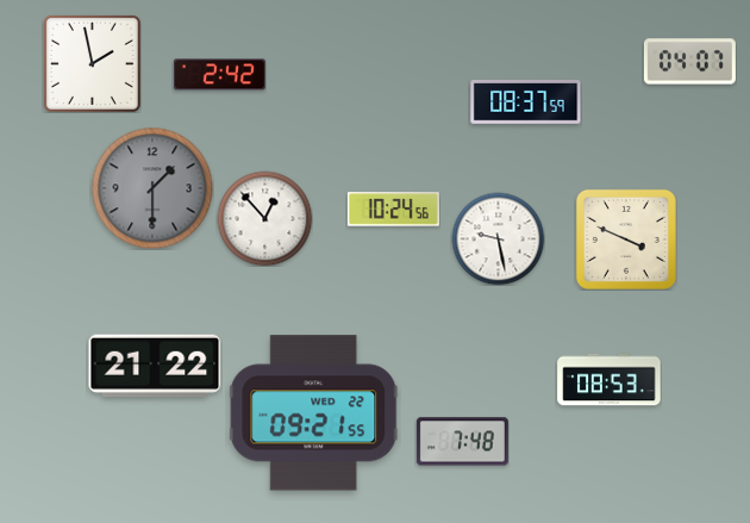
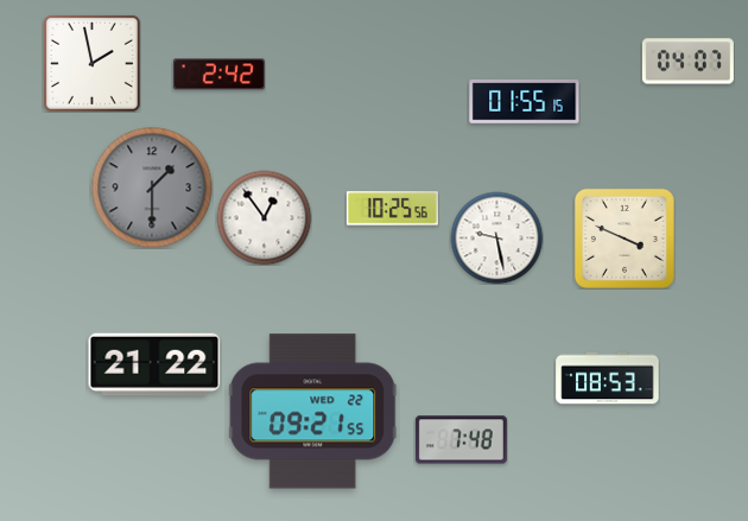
clock at (526, 102): 08:37 -> 01:55
clock at (393, 210): 10:24 -> 10:25
clock at (264, 218): 12:53 -> 12:54
